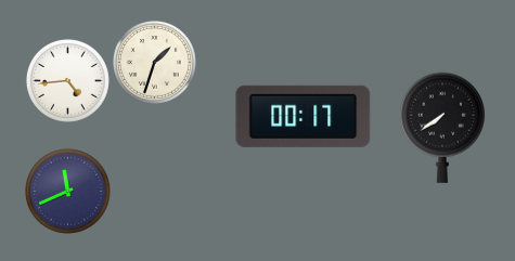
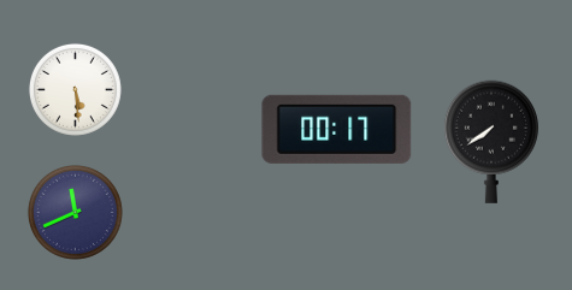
clock at (154, 62): 1:33 -> none
clock at (67, 80): 4:44 -> 5:29
